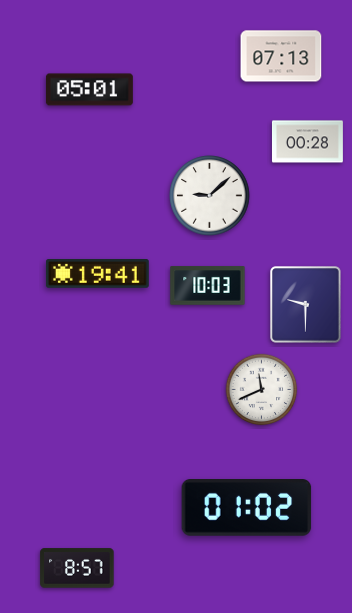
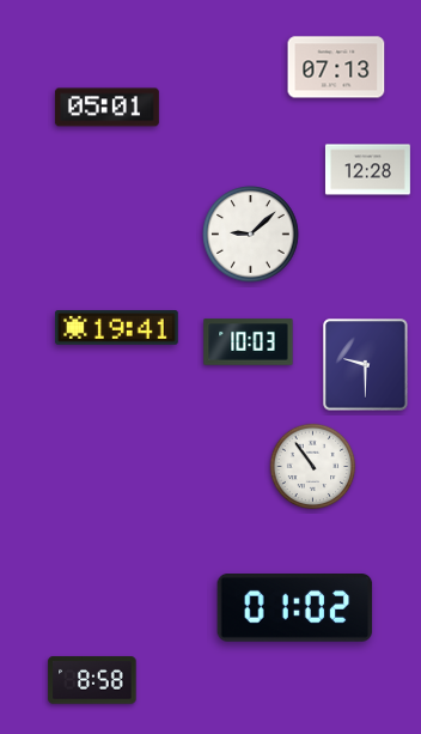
clock at (307, 142): 00:28 -> 12:28
clock at (262, 390): 11:41 -> 10:54
clock at (77, 568): 8:57 -> 8:58
